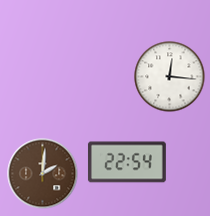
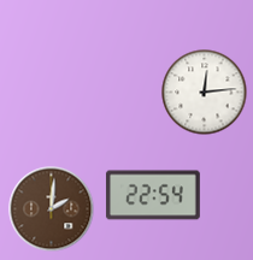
clock at (170, 77): 12:16 -> 12:14
